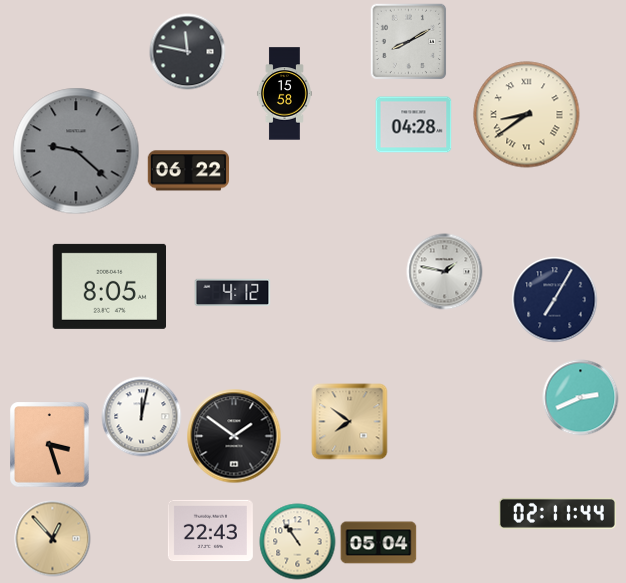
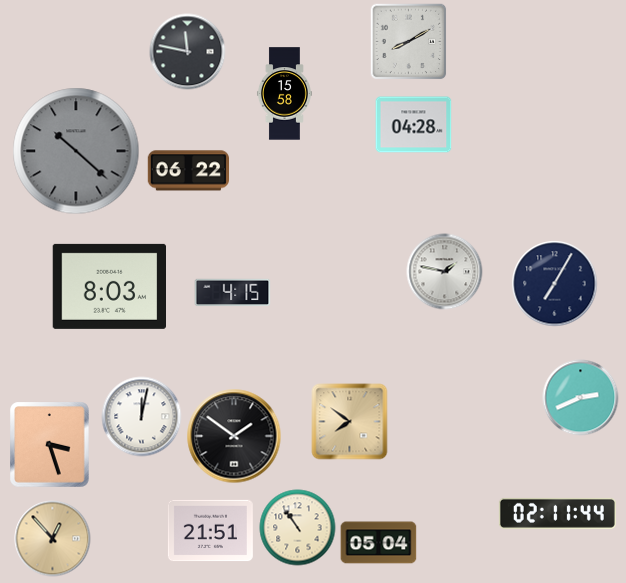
clock at (527, 115): 8:39 -> none
clock at (76, 151): 9:22 -> 10:22
clock at (110, 286): 8:05 -> 8:03
clock at (233, 293): 4:12 -> 4:15
clock at (555, 300) position: (555, 300) -> (555, 284)
clock at (210, 531): 22:43 -> 21:51
clock at (298, 542) position: (298, 542) -> (298, 528)
